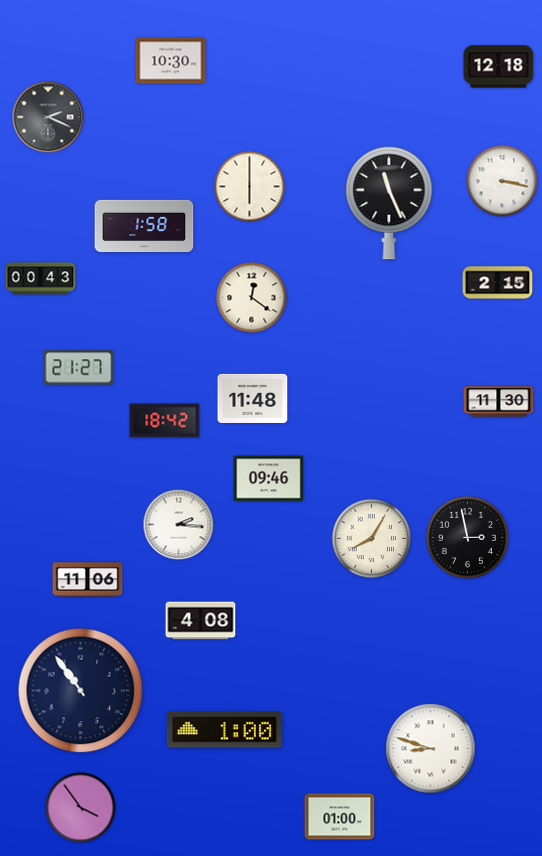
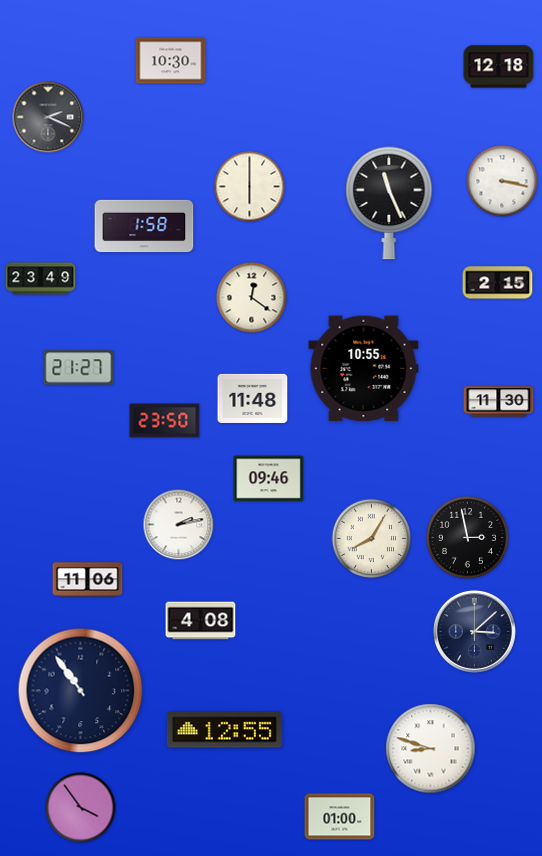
clock at (41, 279): 00:43 -> 23:49
clock at (364, 369): none -> 10:55
clock at (165, 421): 18:42 -> 23:50
clock at (179, 525): 2:16 -> 2:13
clock at (474, 631): none -> 3:08
clock at (224, 730): 1:00 -> 12:55
